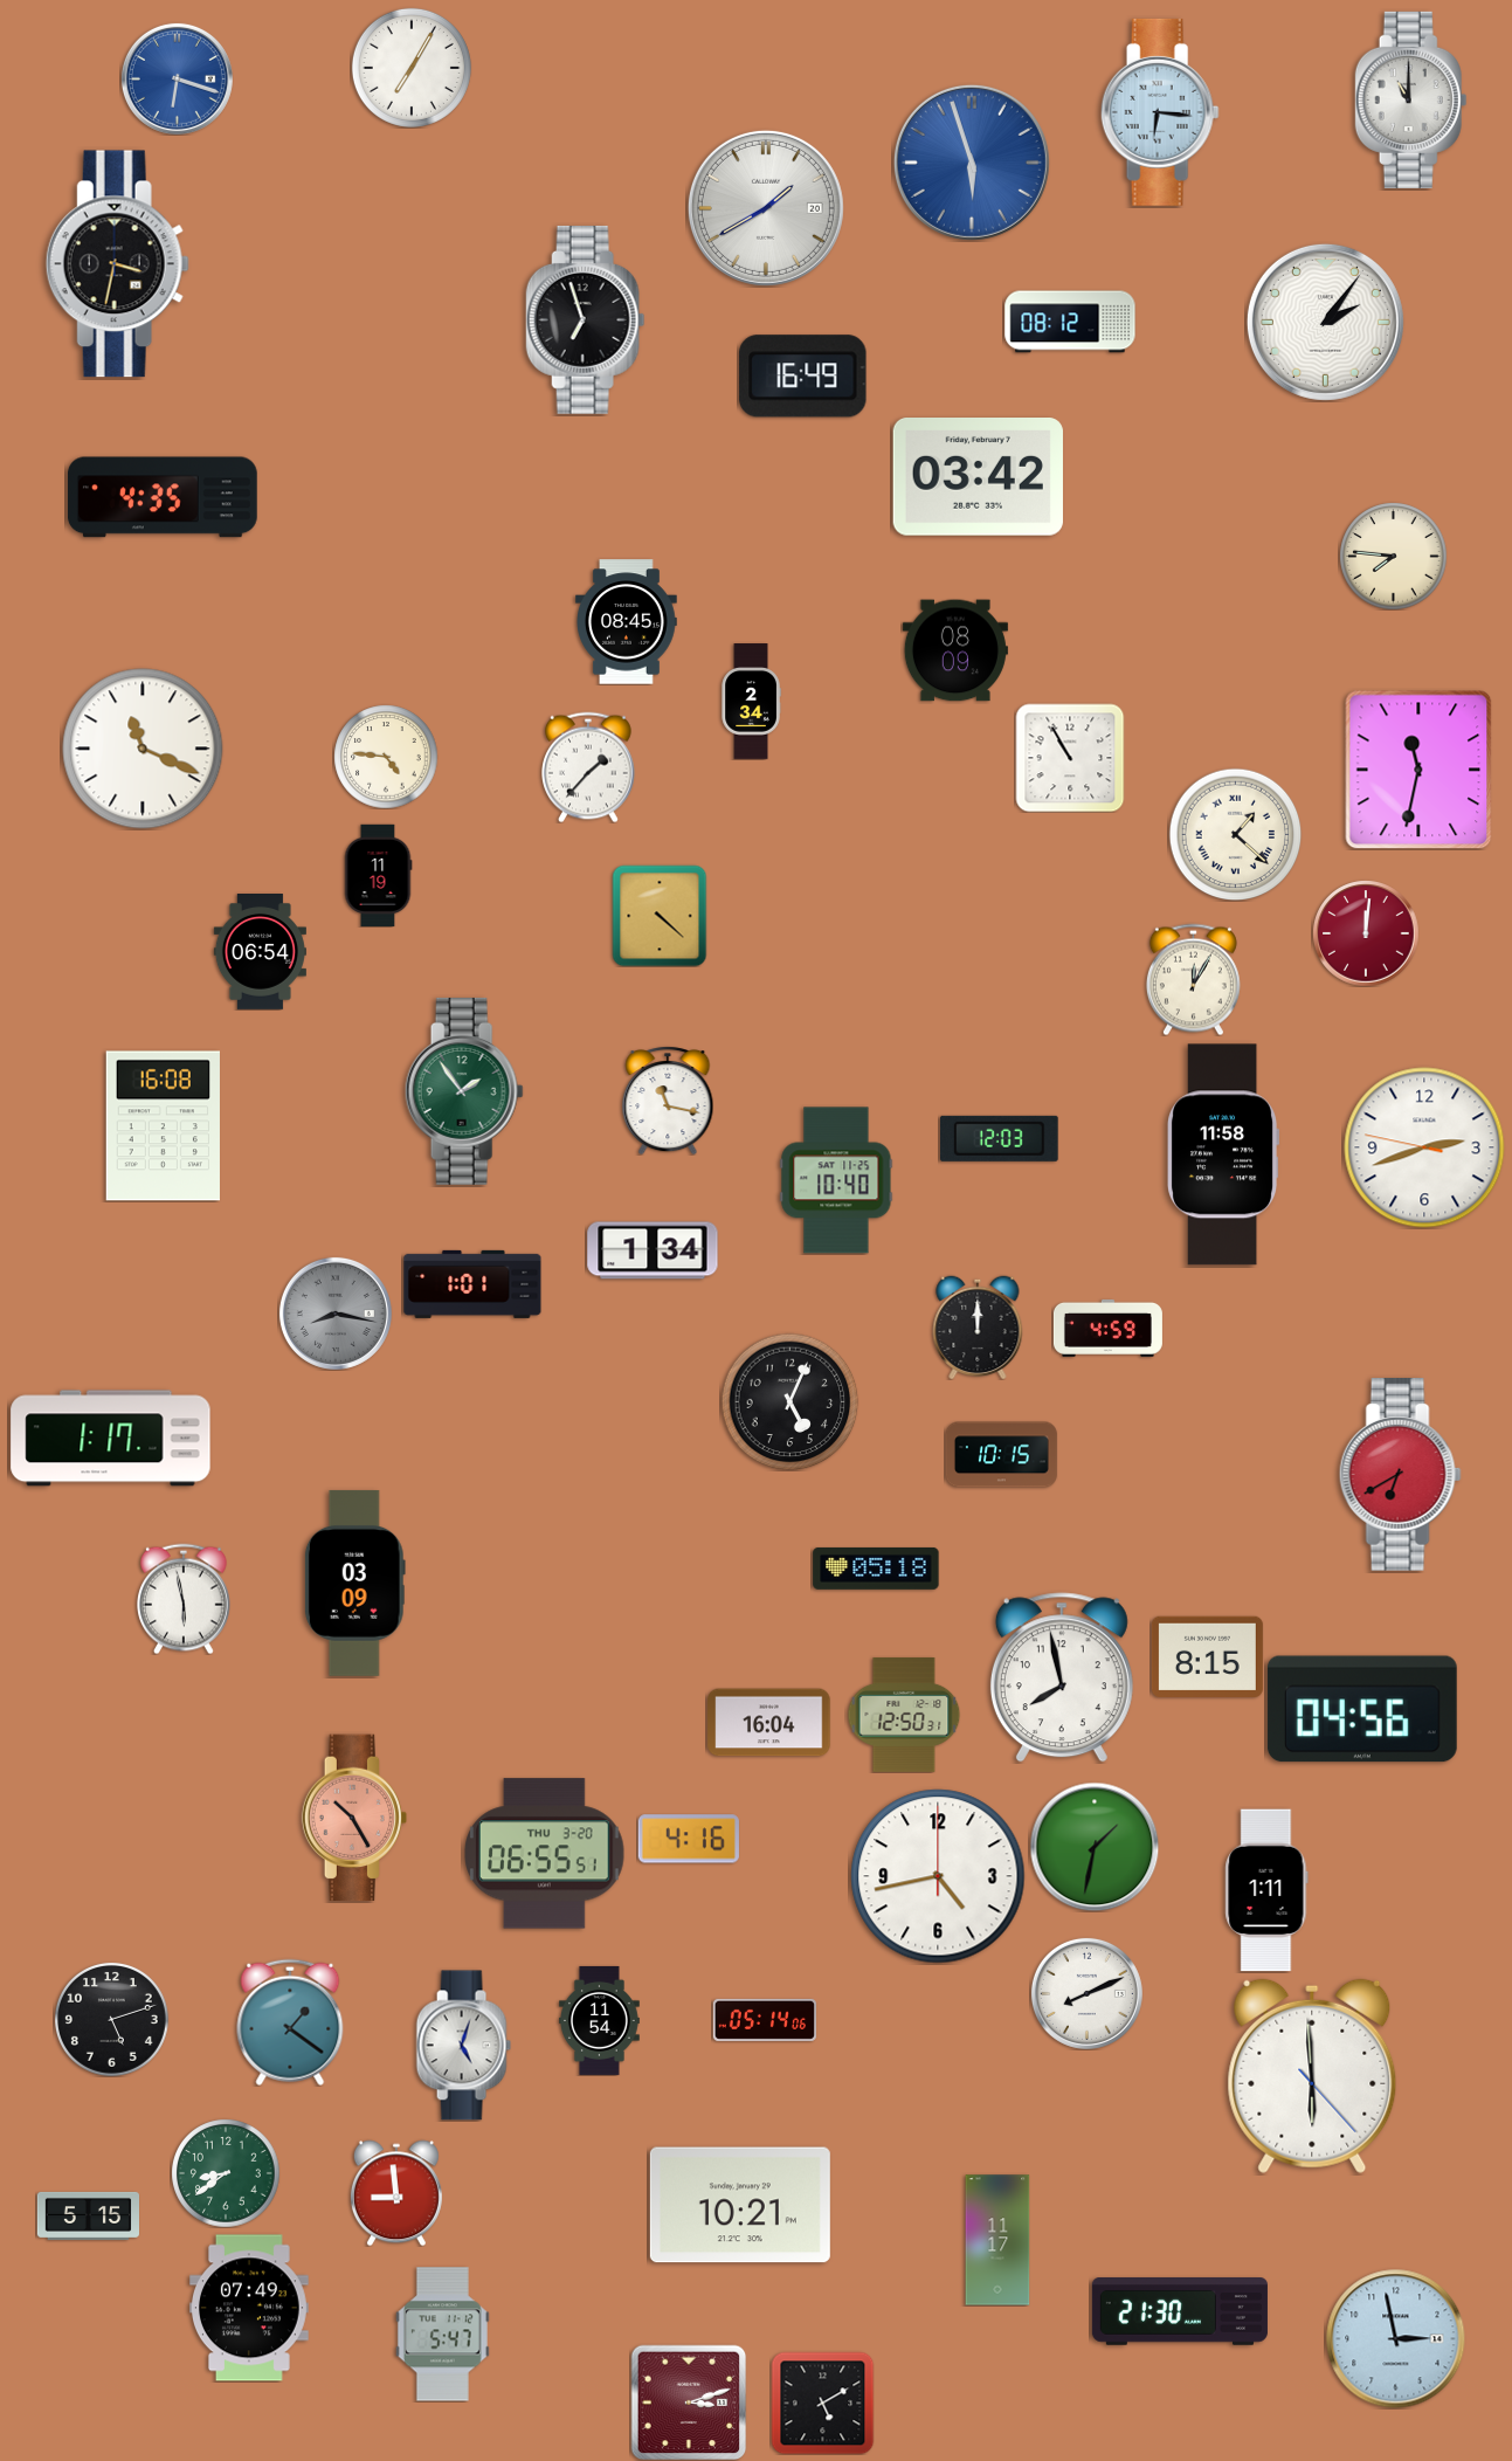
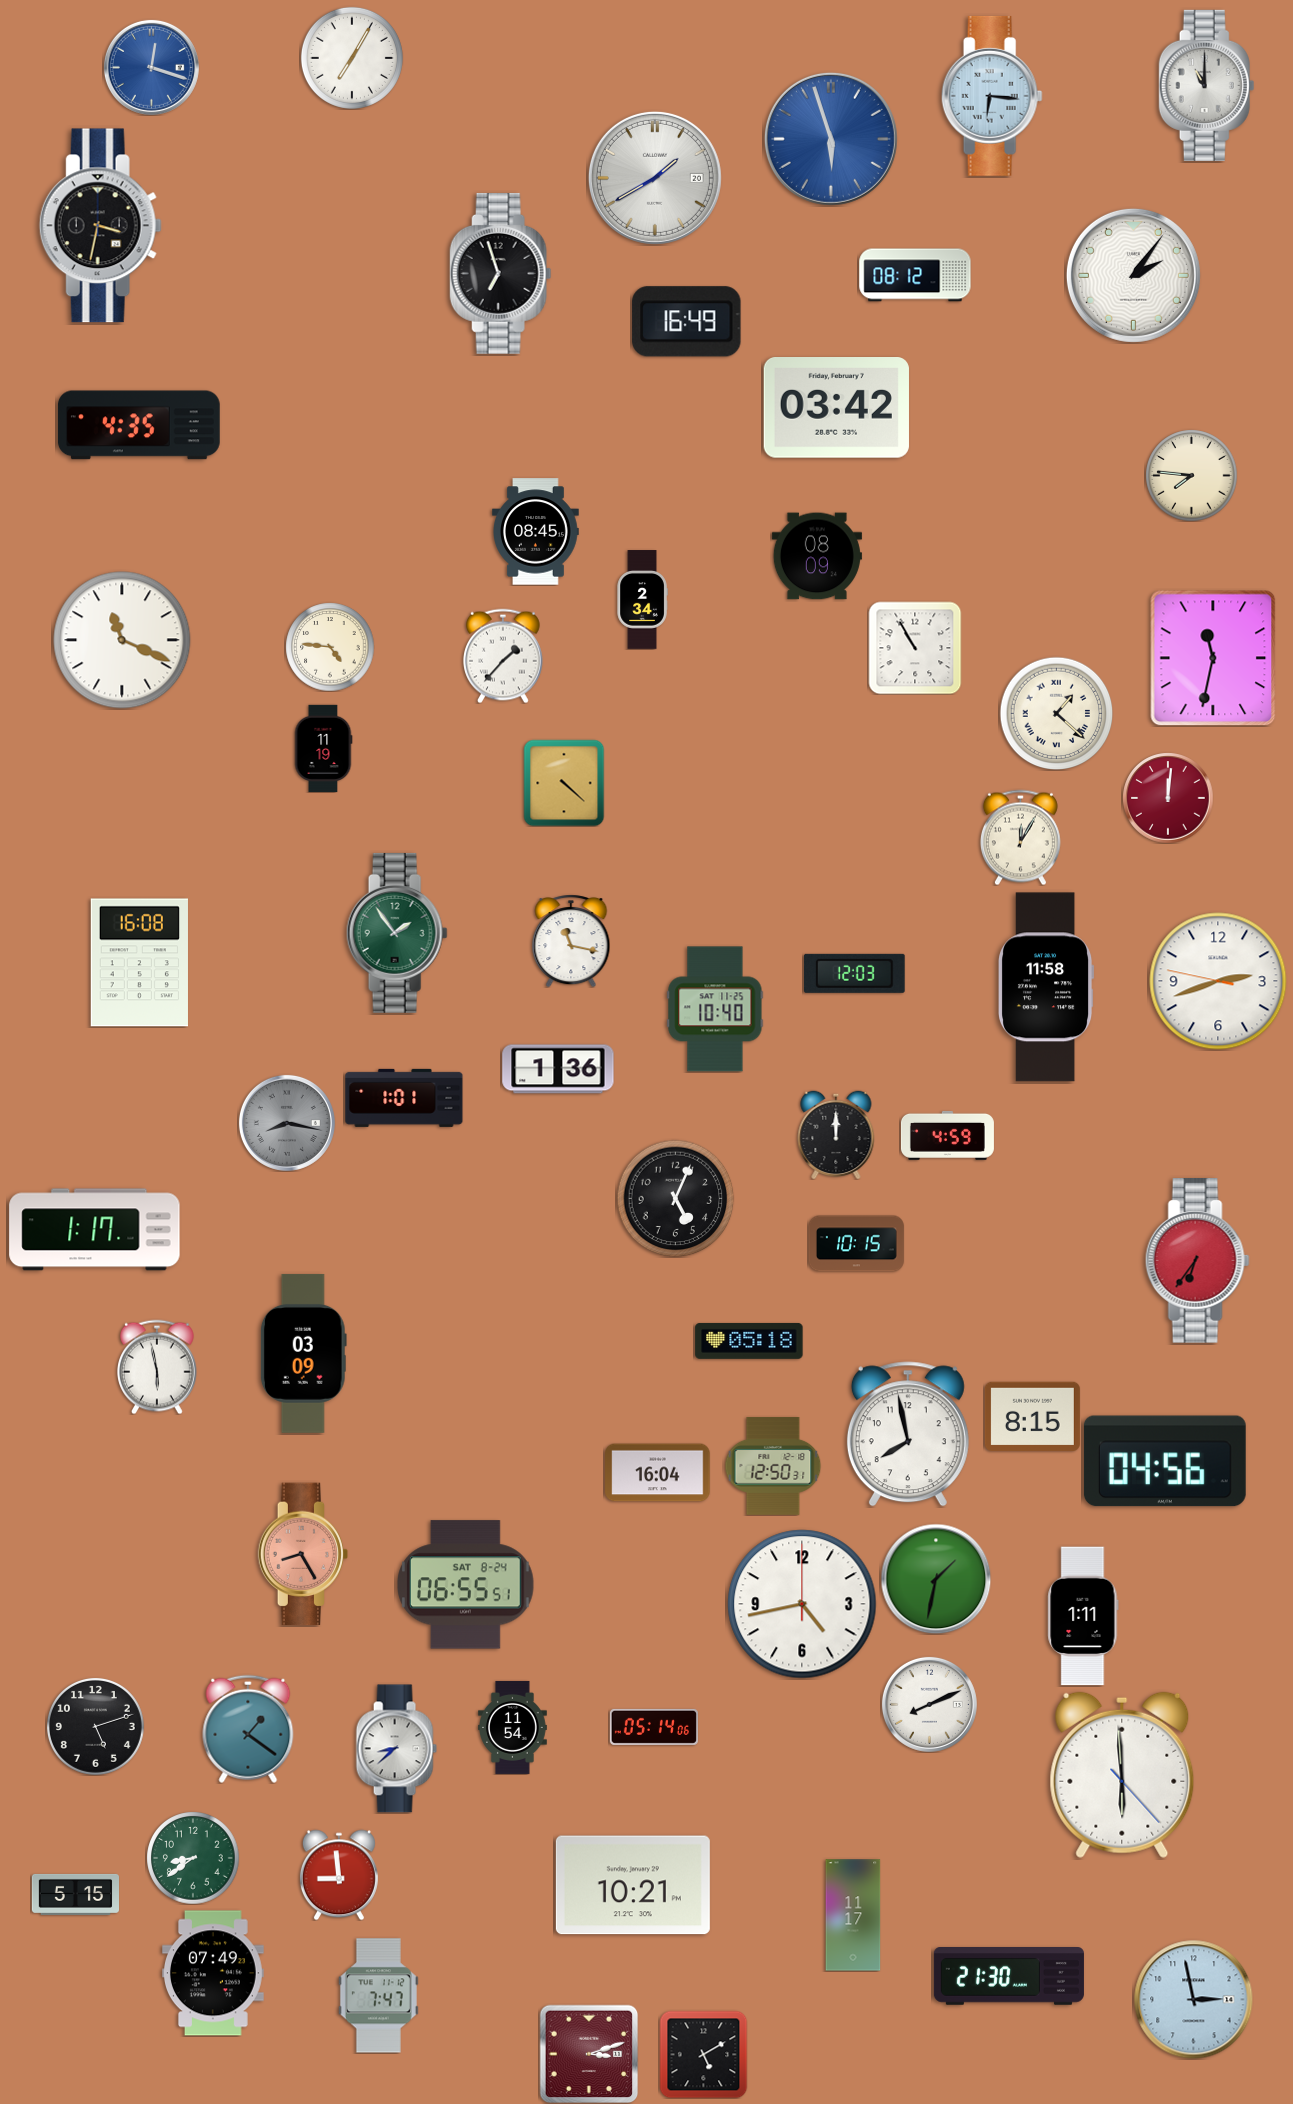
clock at (177, 78): 6:18 -> 12:18
clock at (260, 952): 06:54 -> none
clock at (653, 1250): 1:34 -> 1:36
clock at (1400, 1475): 6:40 -> 6:36
clock at (354, 1818): 10:25 -> 8:25
clock at (689, 1839): 4:16 -> none
clock at (545, 1854) date: THU 3-20 -> SAT 8-24
clock at (463, 2046): 5:03 -> 8:38
clock at (442, 2335): 5:47 -> 7:47
